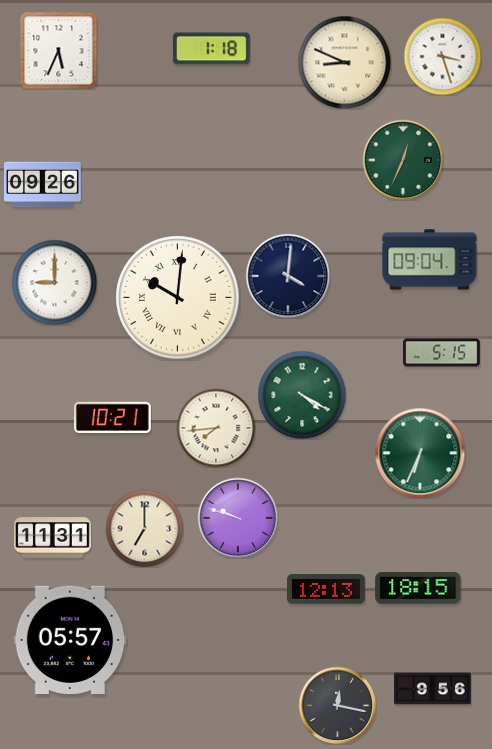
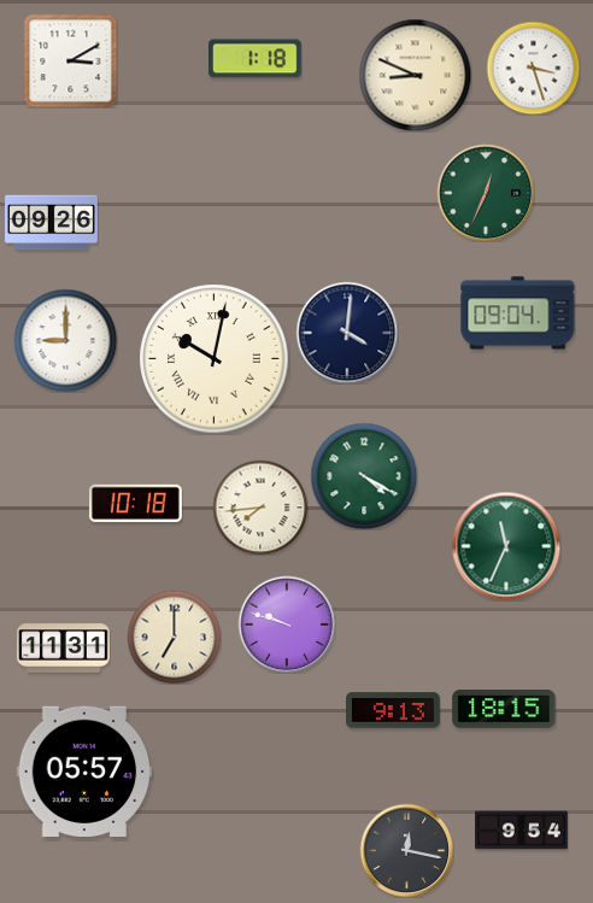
clock at (58, 50): 5:34 -> 3:10
clock at (178, 298): 10:01 -> 10:02
clock at (442, 353): 5:15 -> none
clock at (112, 417): 10:21 -> 10:18
clock at (216, 428) position: (216, 428) -> (260, 508)
clock at (420, 453): 6:34 -> 11:34
clock at (327, 589): 12:13 -> 9:13
clock at (433, 689): 9:56 -> 9:54
